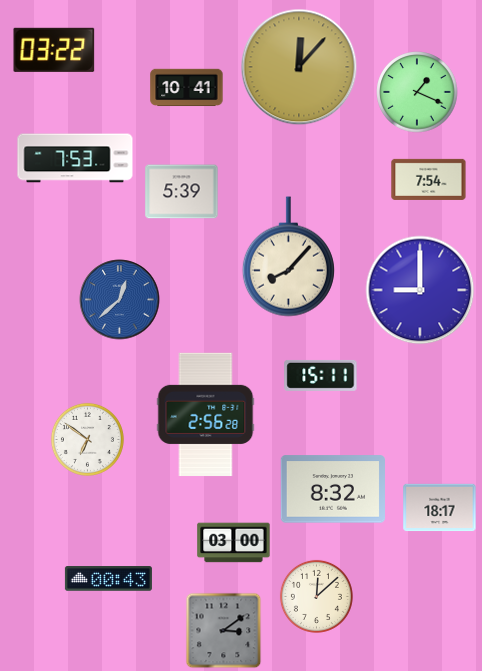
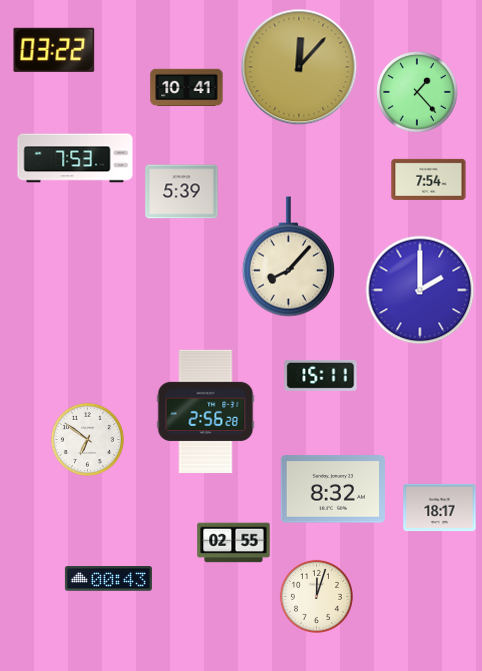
clock at (417, 92): 1:19 -> 1:23
clock at (420, 290): 9:00 -> 2:00
clock at (120, 300): 12:38 -> none
clock at (206, 415) position: (206, 415) -> (206, 412)
clock at (234, 543): 03:00 -> 02:55
clock at (316, 596): 12:08 -> 12:03
clock at (224, 631): 3:09 -> none
